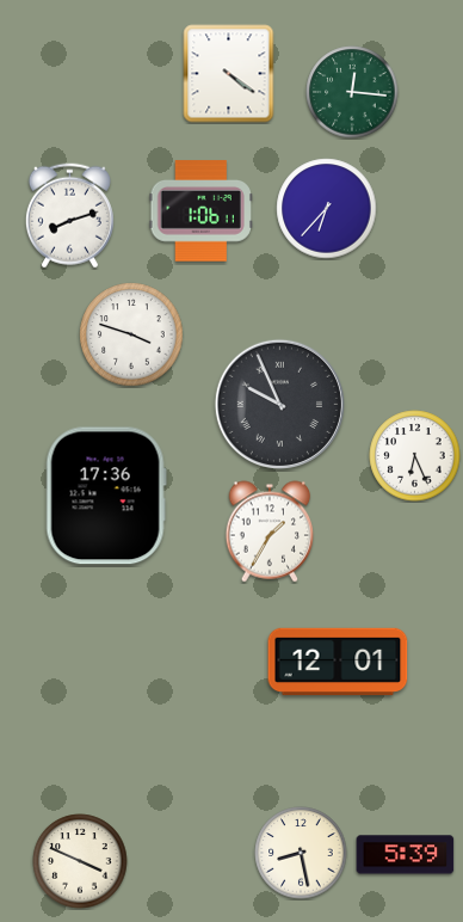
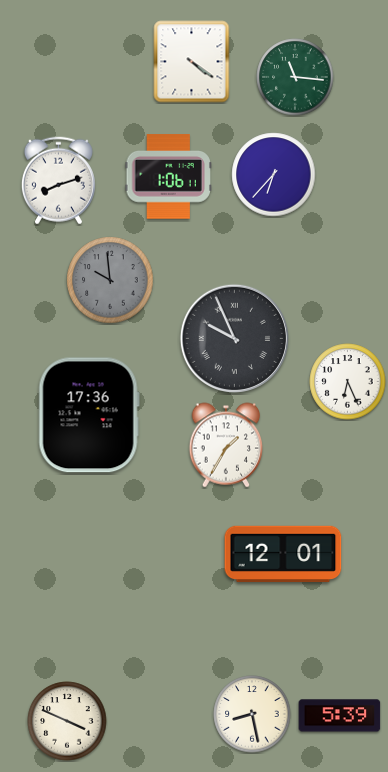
clock at (352, 92): 12:16 -> 11:16
clock at (131, 334): 3:48 -> 9:59
clock at (131, 334) dial: white -> grey
